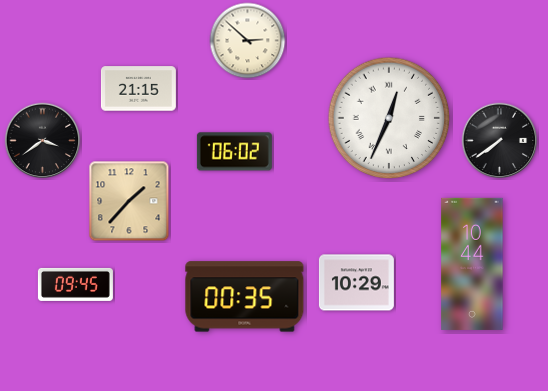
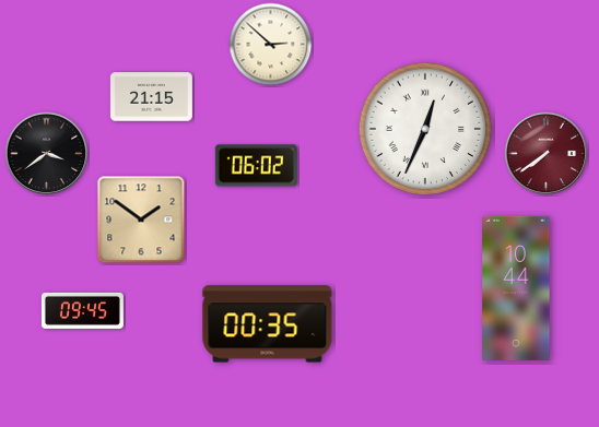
clock at (500, 141) dial: black -> burgundy
clock at (129, 201): 1:37 -> 1:51
clock at (356, 283): 10:29 -> none
